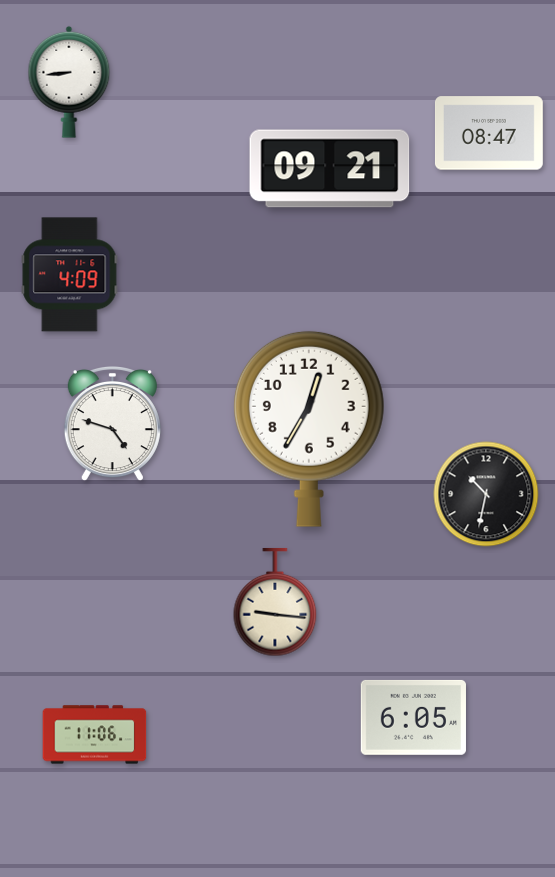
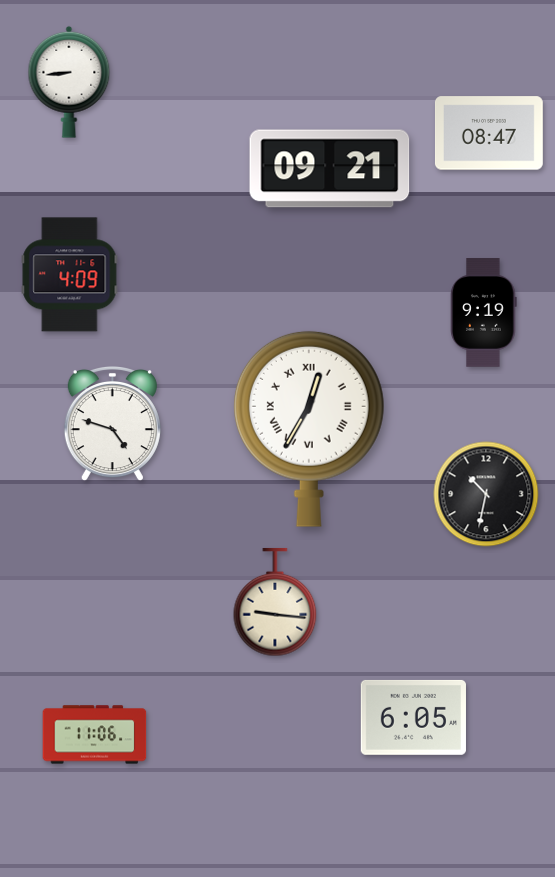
clock at (484, 313): none -> 9:19
clock at (309, 429) numerals: Arabic -> Roman
